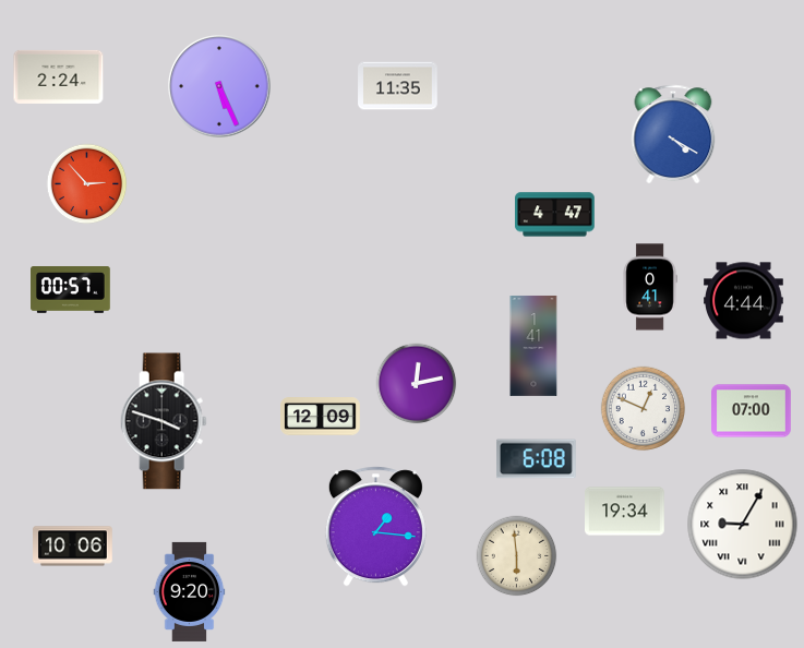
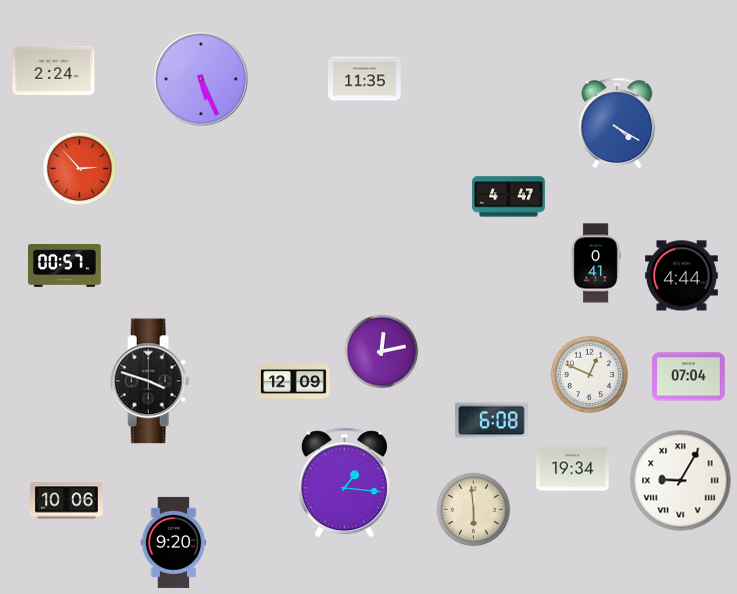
clock at (533, 346): 1:41 -> none
clock at (752, 411): 07:00 -> 07:04
clock at (164, 421) position: (164, 421) -> (150, 381)
